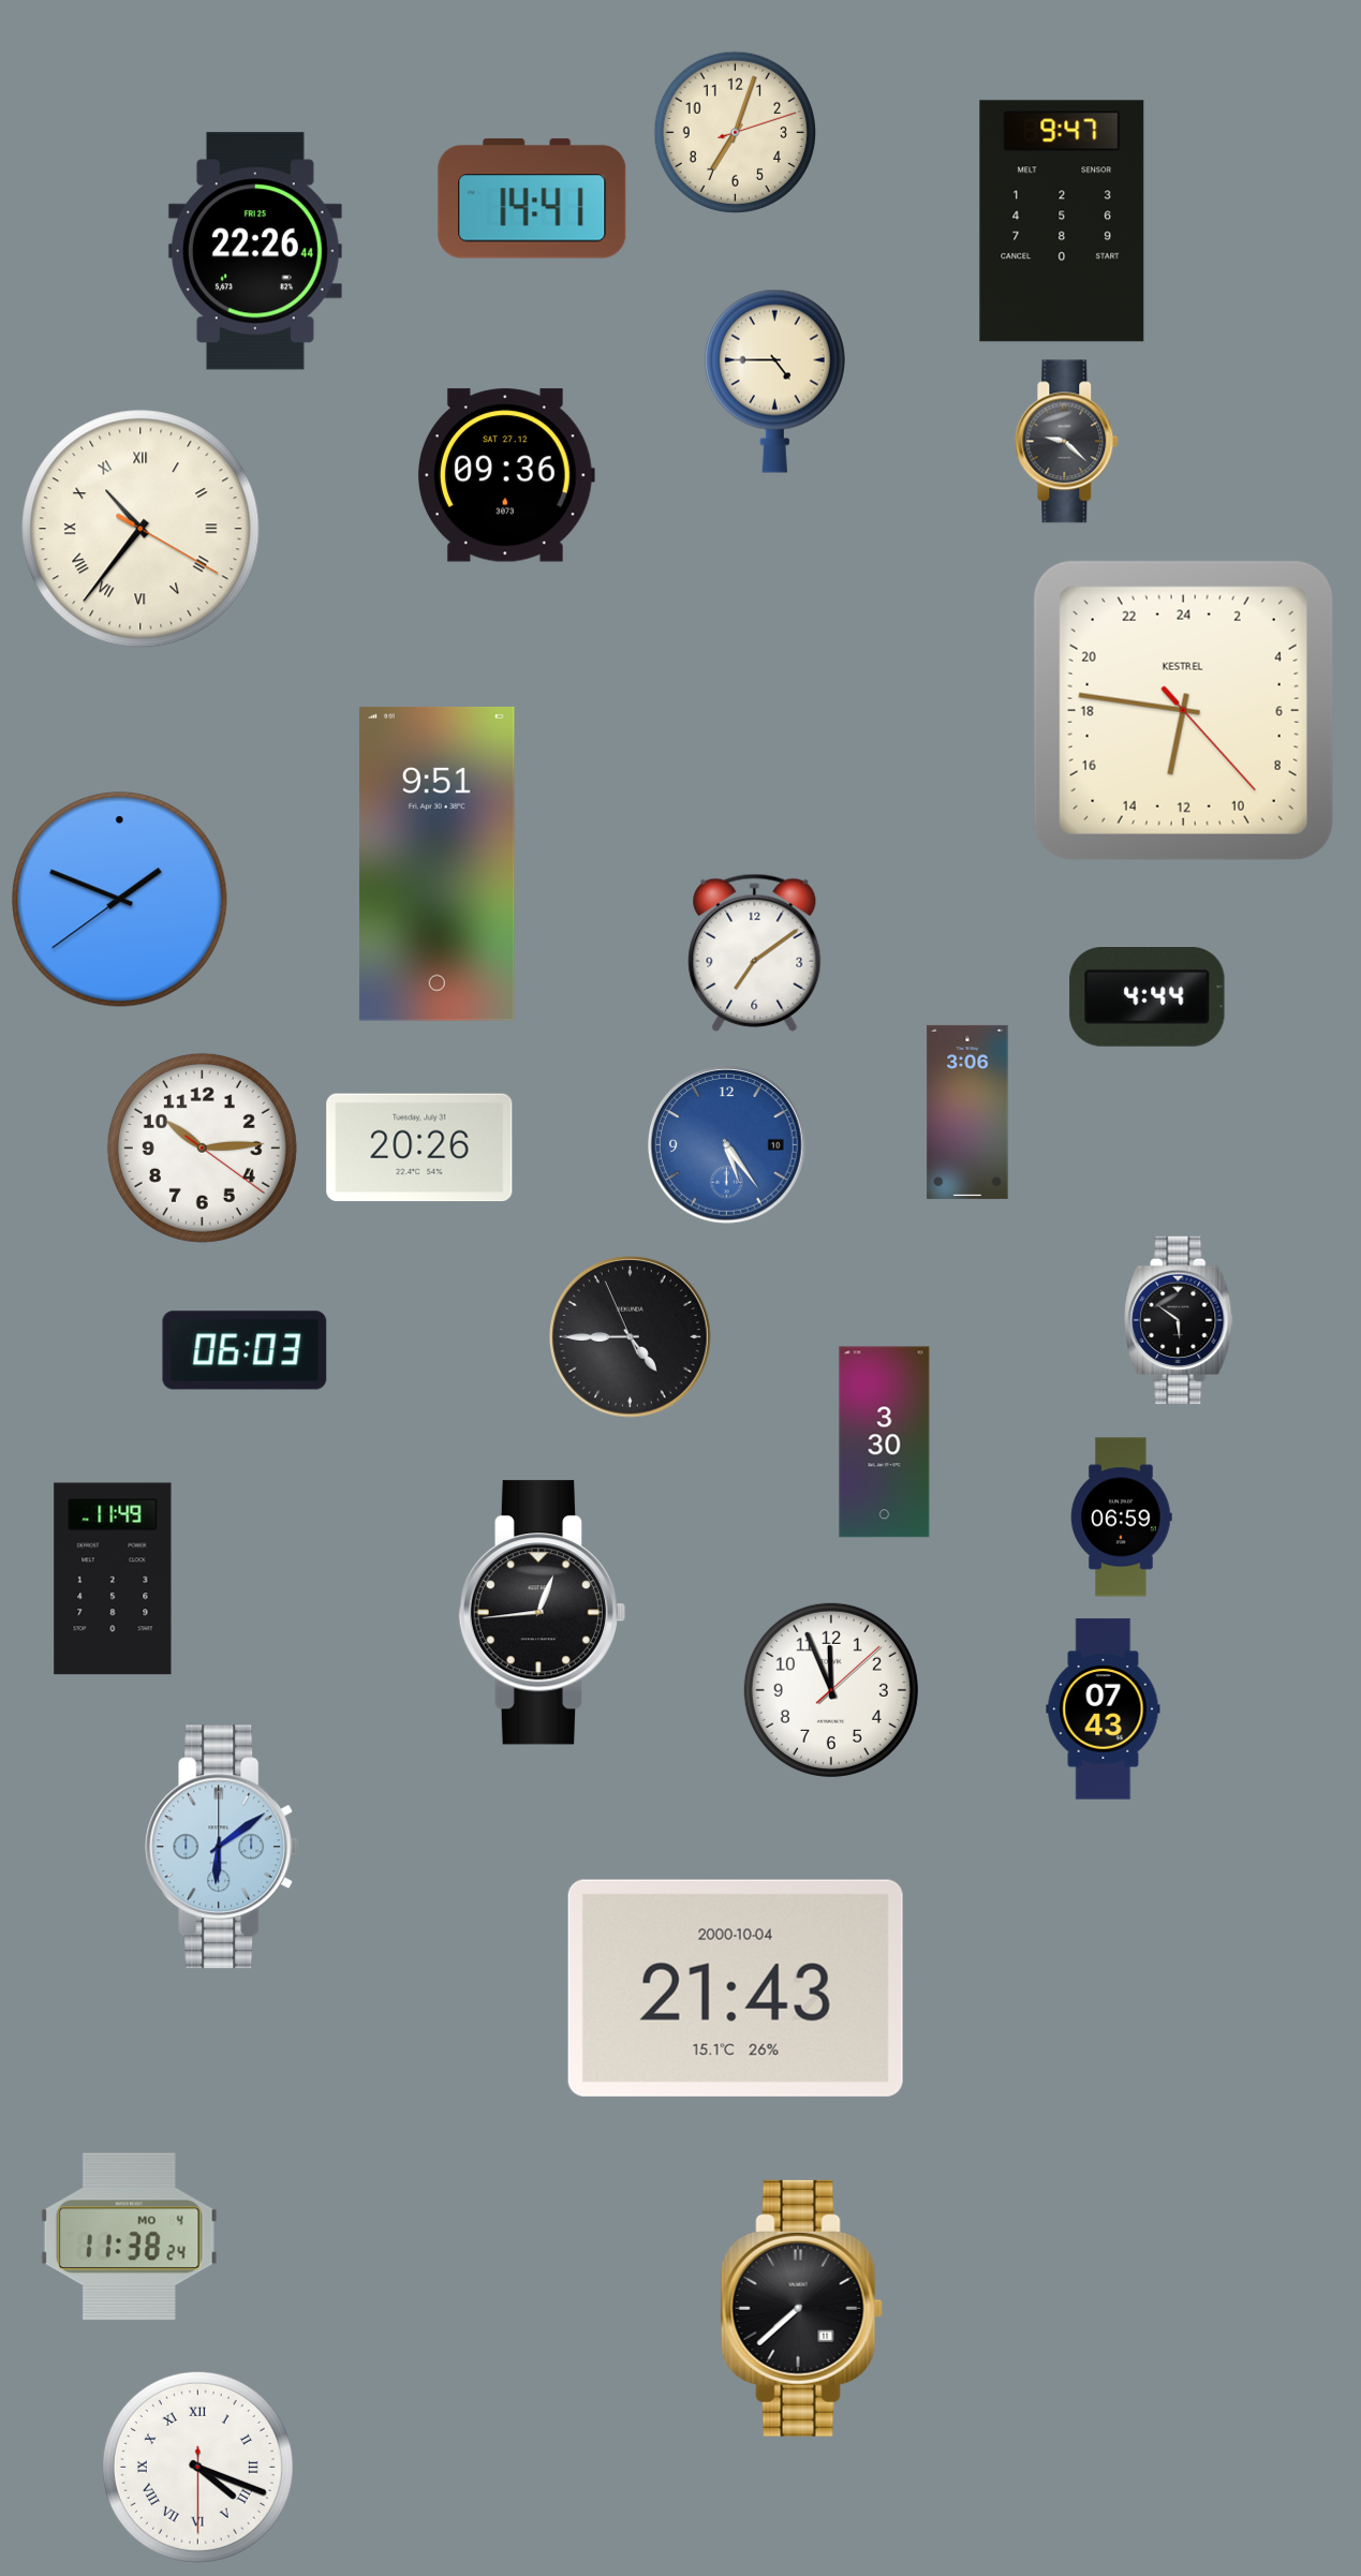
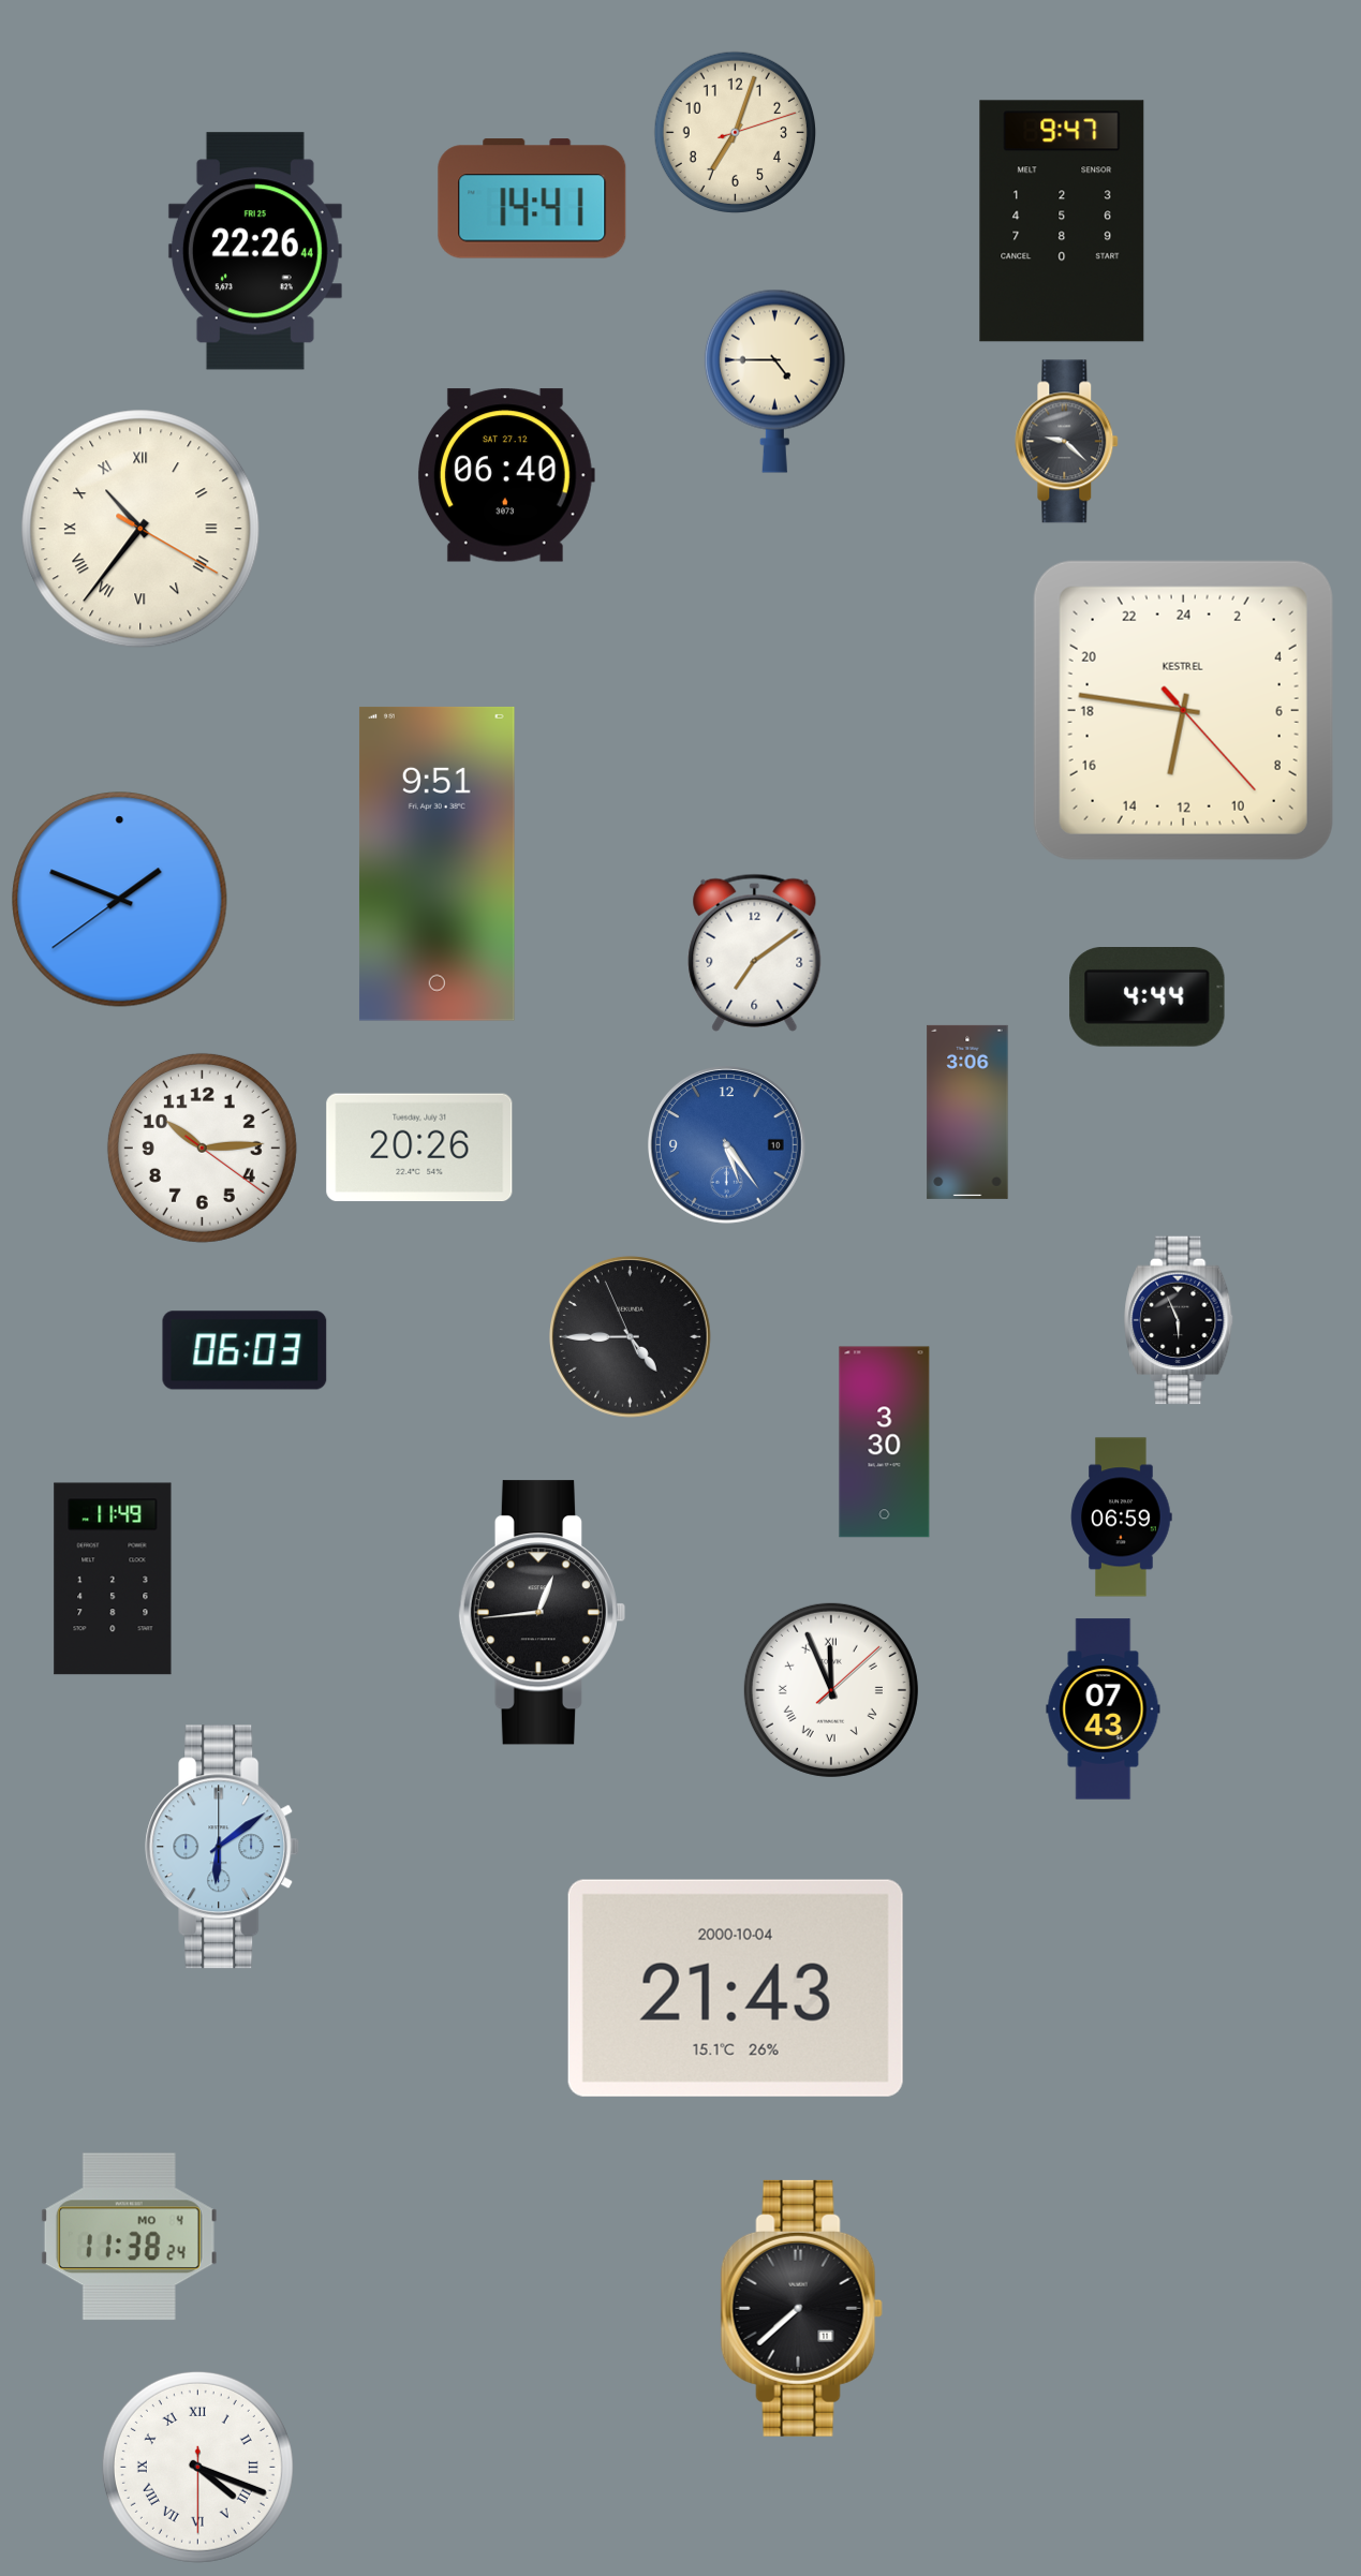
clock at (505, 475): 09:36 -> 06:40
clock at (1180, 1320): 5:51 -> 5:56
clock at (831, 1690) numerals: Arabic -> Roman
